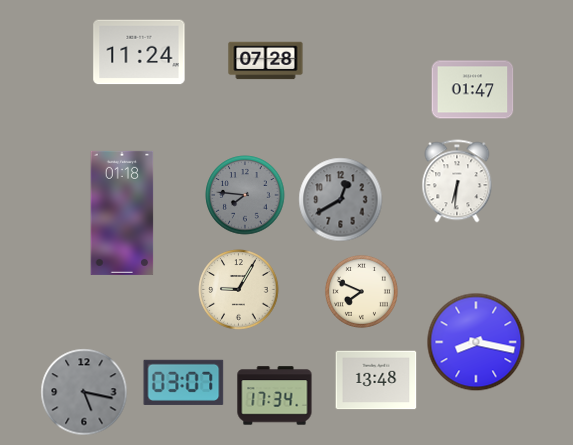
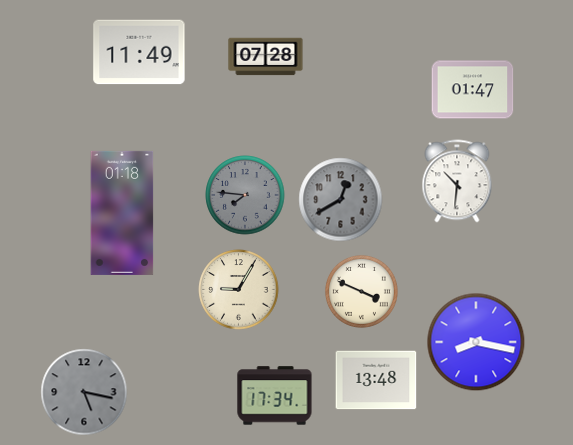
clock at (139, 52): 11:24 -> 11:49
clock at (266, 61) position: (266, 61) -> (266, 57)
clock at (457, 181): 6:31 -> 10:31
clock at (361, 291): 7:49 -> 3:49
clock at (184, 382): 03:07 -> none
